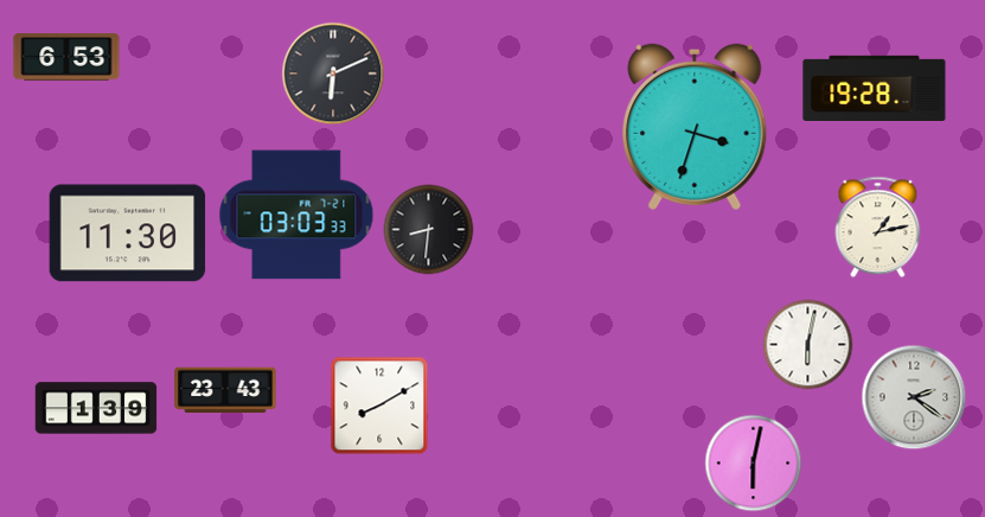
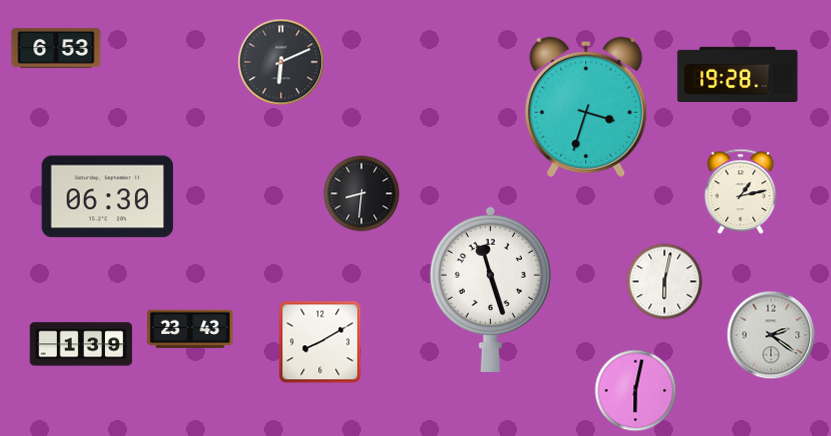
clock at (296, 215): 03:03 -> none
clock at (128, 234): 11:30 -> 06:30
clock at (490, 289): none -> 11:27
clock at (808, 345) position: (808, 345) -> (665, 282)
